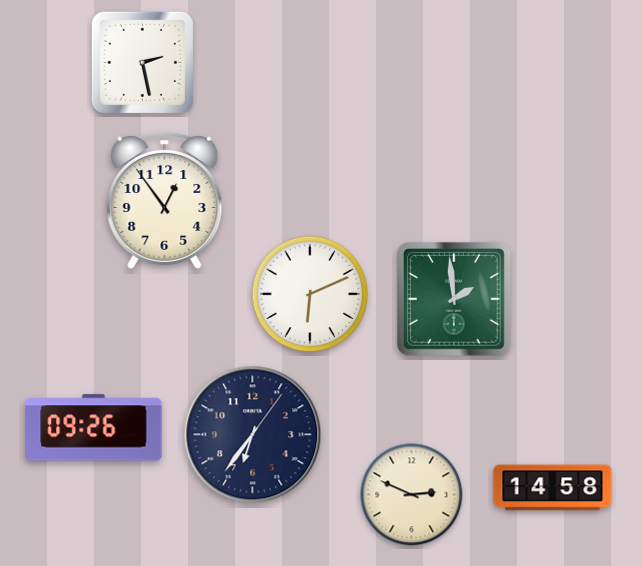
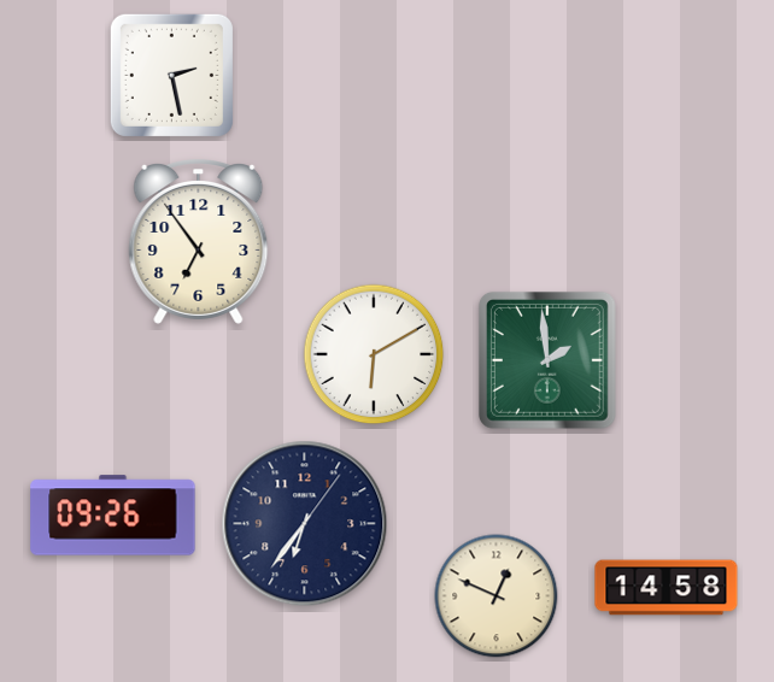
clock at (165, 201): 12:54 -> 6:54
clock at (310, 294): 6:11 -> 6:10
clock at (412, 495): 2:49 -> 12:49
